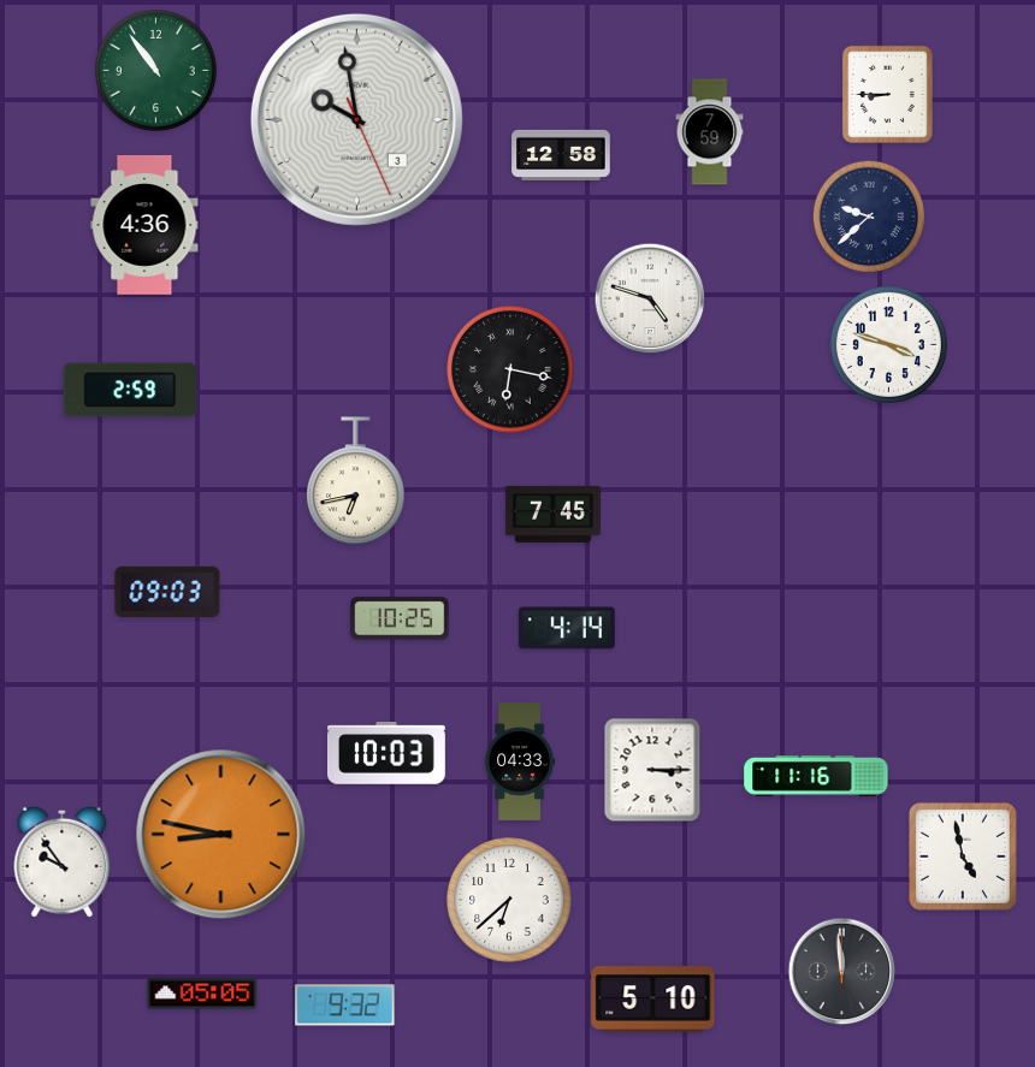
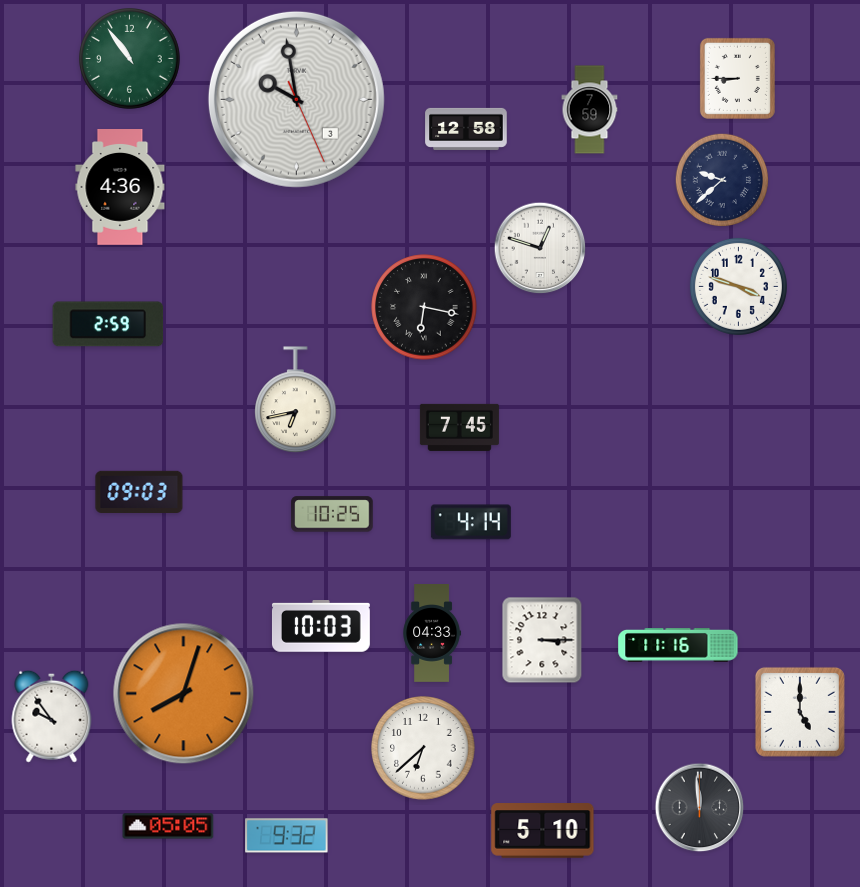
clock at (650, 298): 4:48 -> 12:48
clock at (221, 835): 8:47 -> 8:03
clock at (963, 856): 4:58 -> 5:00
